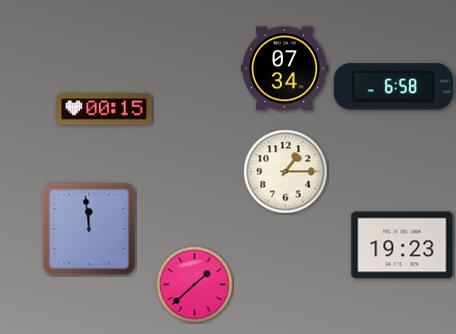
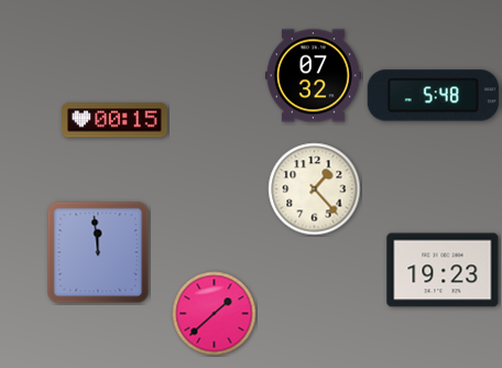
clock at (284, 69): 07:34 -> 07:32
clock at (393, 87): 6:58 -> 5:48
clock at (286, 172): 1:15 -> 1:23
